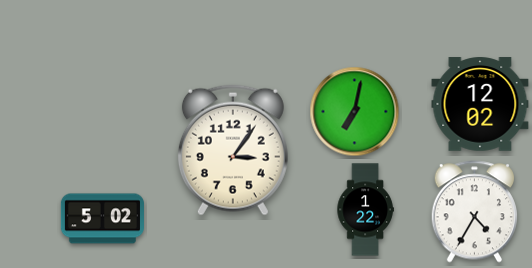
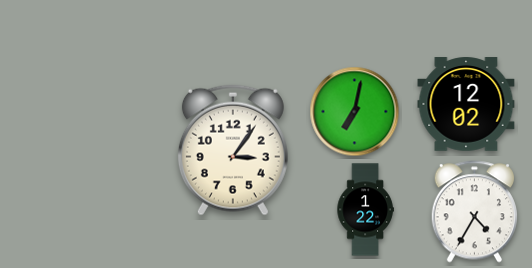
clock at (480, 104) position: (480, 104) -> (466, 104)
clock at (102, 219): 5:02 -> none
